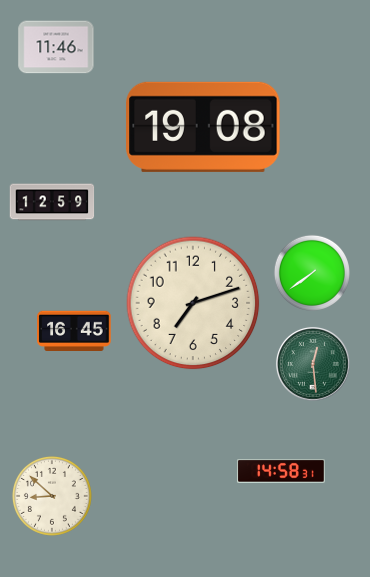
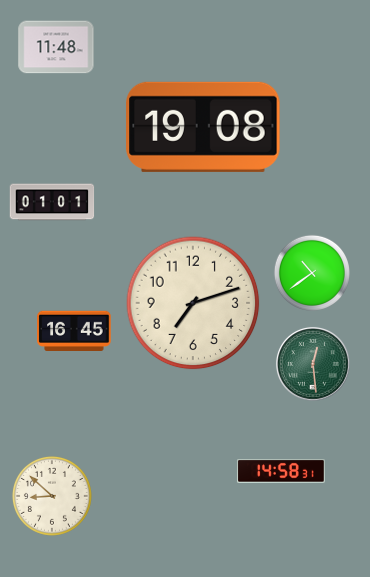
clock at (56, 47): 11:46 -> 11:48
clock at (52, 202): 12:59 -> 01:01
clock at (312, 273): 7:39 -> 10:39
